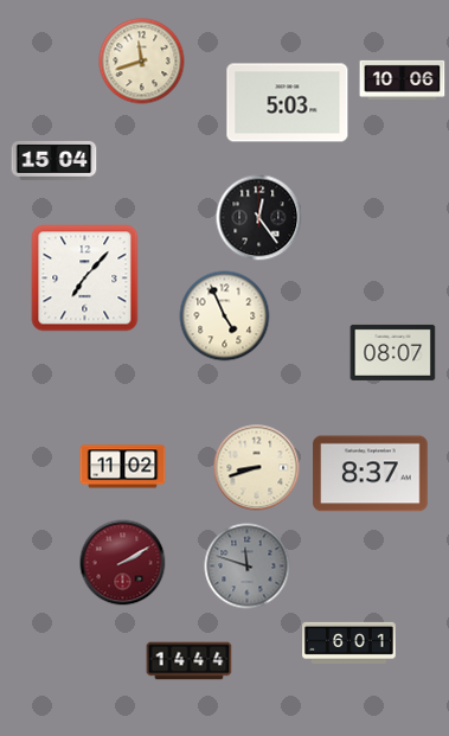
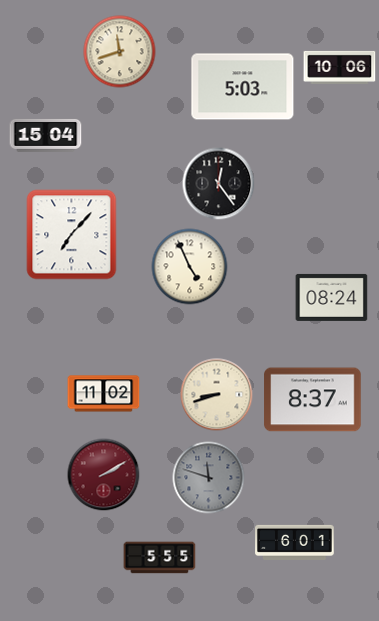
clock at (393, 352): 08:07 -> 08:24
clock at (190, 661): 14:44 -> 5:55
